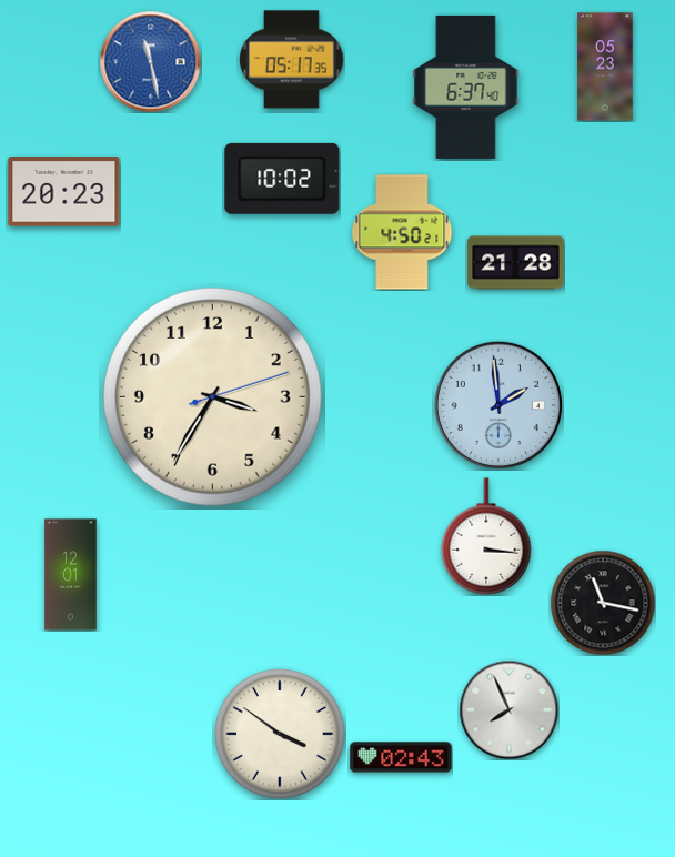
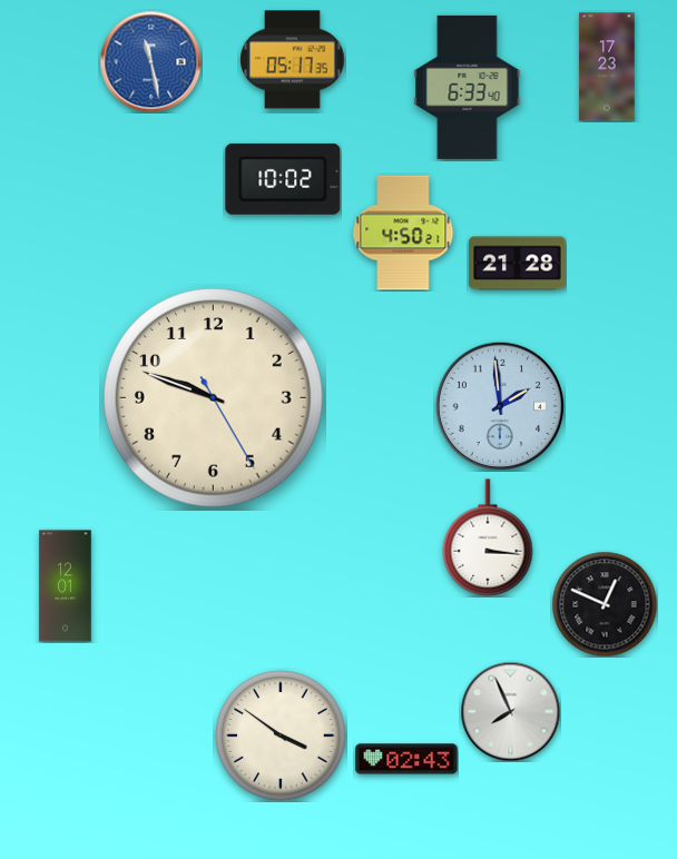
clock at (605, 67): 05:23 -> 17:23
clock at (466, 87): 6:37 -> 6:33
clock at (64, 192): 20:23 -> none
clock at (212, 396): 3:35 -> 9:48
clock at (71, 575) position: (71, 575) -> (66, 586)
clock at (603, 603): 11:17 -> 12:49
clock at (401, 757) position: (401, 757) -> (406, 759)
